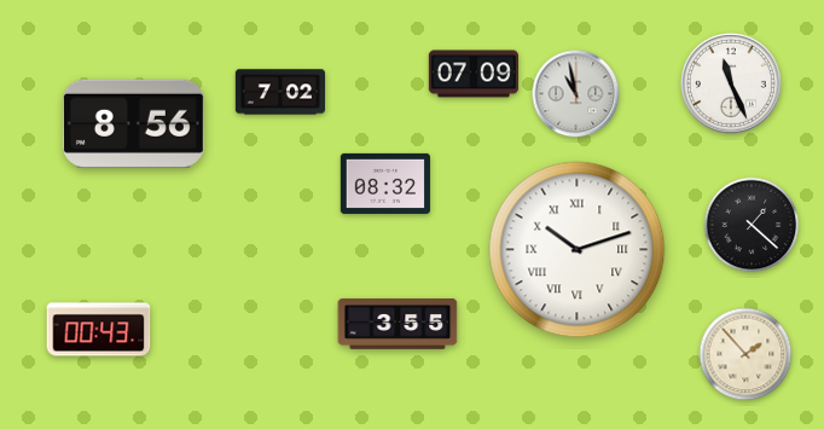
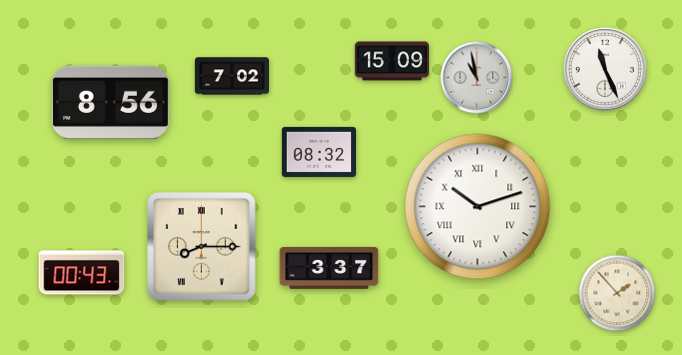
clock at (472, 74): 07:09 -> 15:09
clock at (752, 225): 1:22 -> none
clock at (202, 247): none -> 8:15
clock at (398, 324): 3:55 -> 3:37
